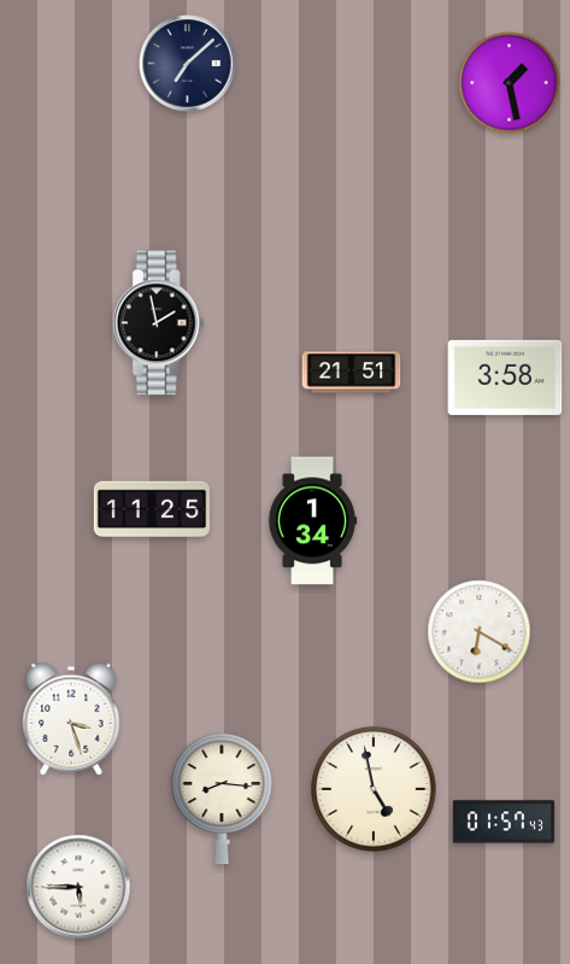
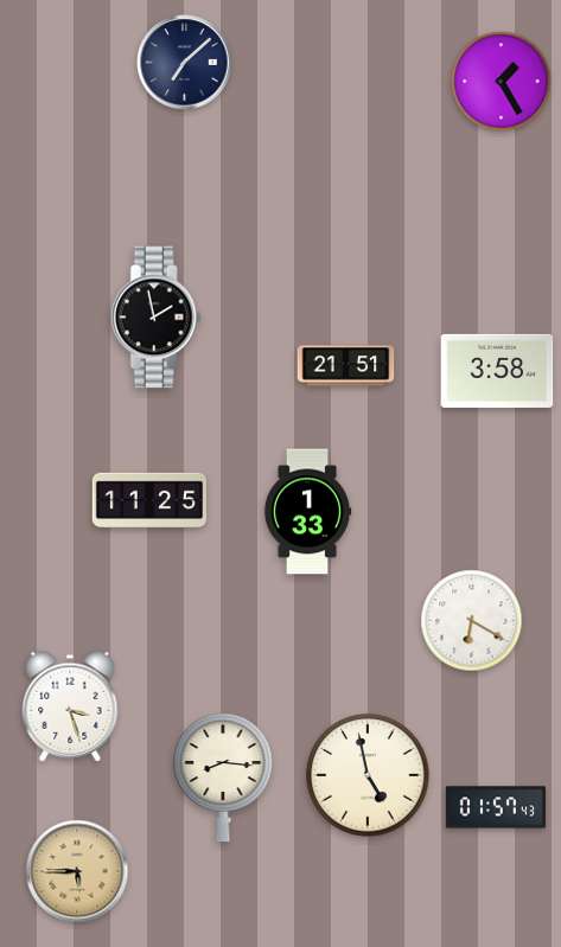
clock at (510, 83): 1:28 -> 1:25
clock at (312, 521): 1:34 -> 1:33
clock at (222, 799) position: (222, 799) -> (223, 778)
clock at (78, 887) dial: white -> champagne
